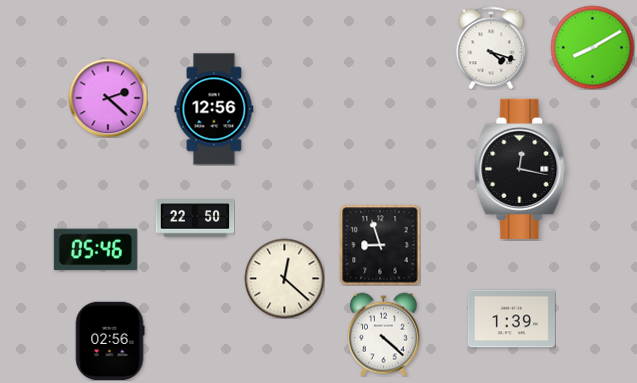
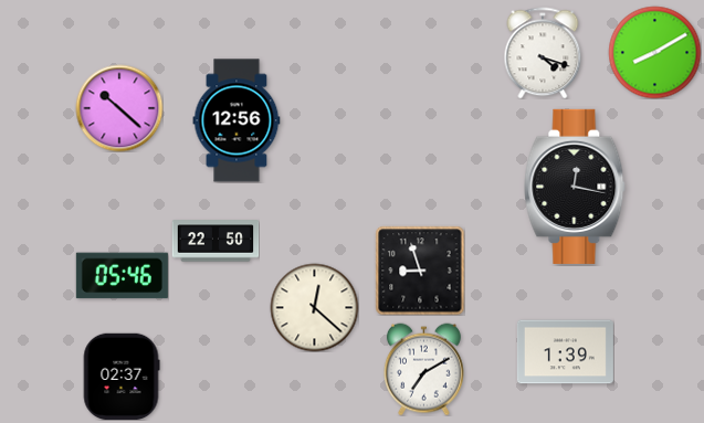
clock at (108, 98): 2:22 -> 10:22
clock at (95, 250) position: (95, 250) -> (122, 276)
clock at (383, 334): 4:22 -> 7:10
clock at (110, 341): 02:56 -> 02:37
